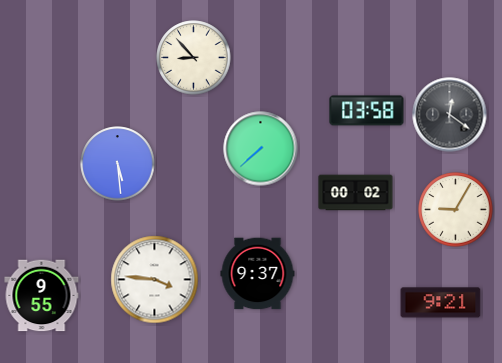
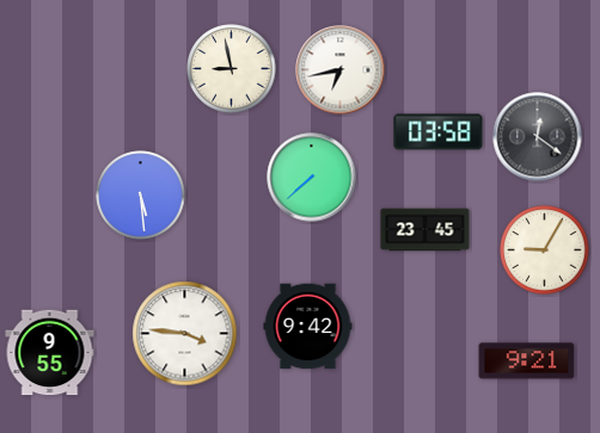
clock at (194, 58): 8:53 -> 8:58
clock at (341, 70): none -> 6:43
clock at (356, 193): 00:02 -> 23:45
clock at (258, 274): 9:37 -> 9:42
